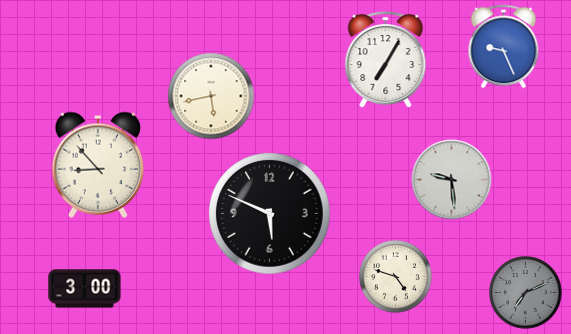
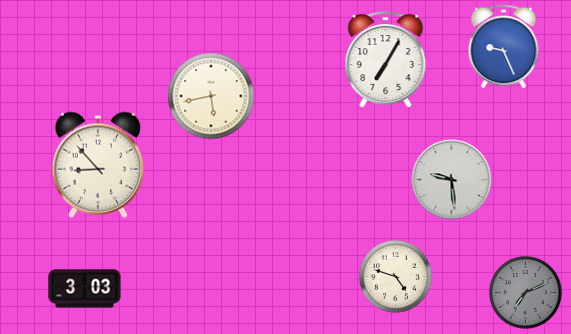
clock at (270, 214): 5:49 -> none
clock at (85, 289): 3:00 -> 3:03
